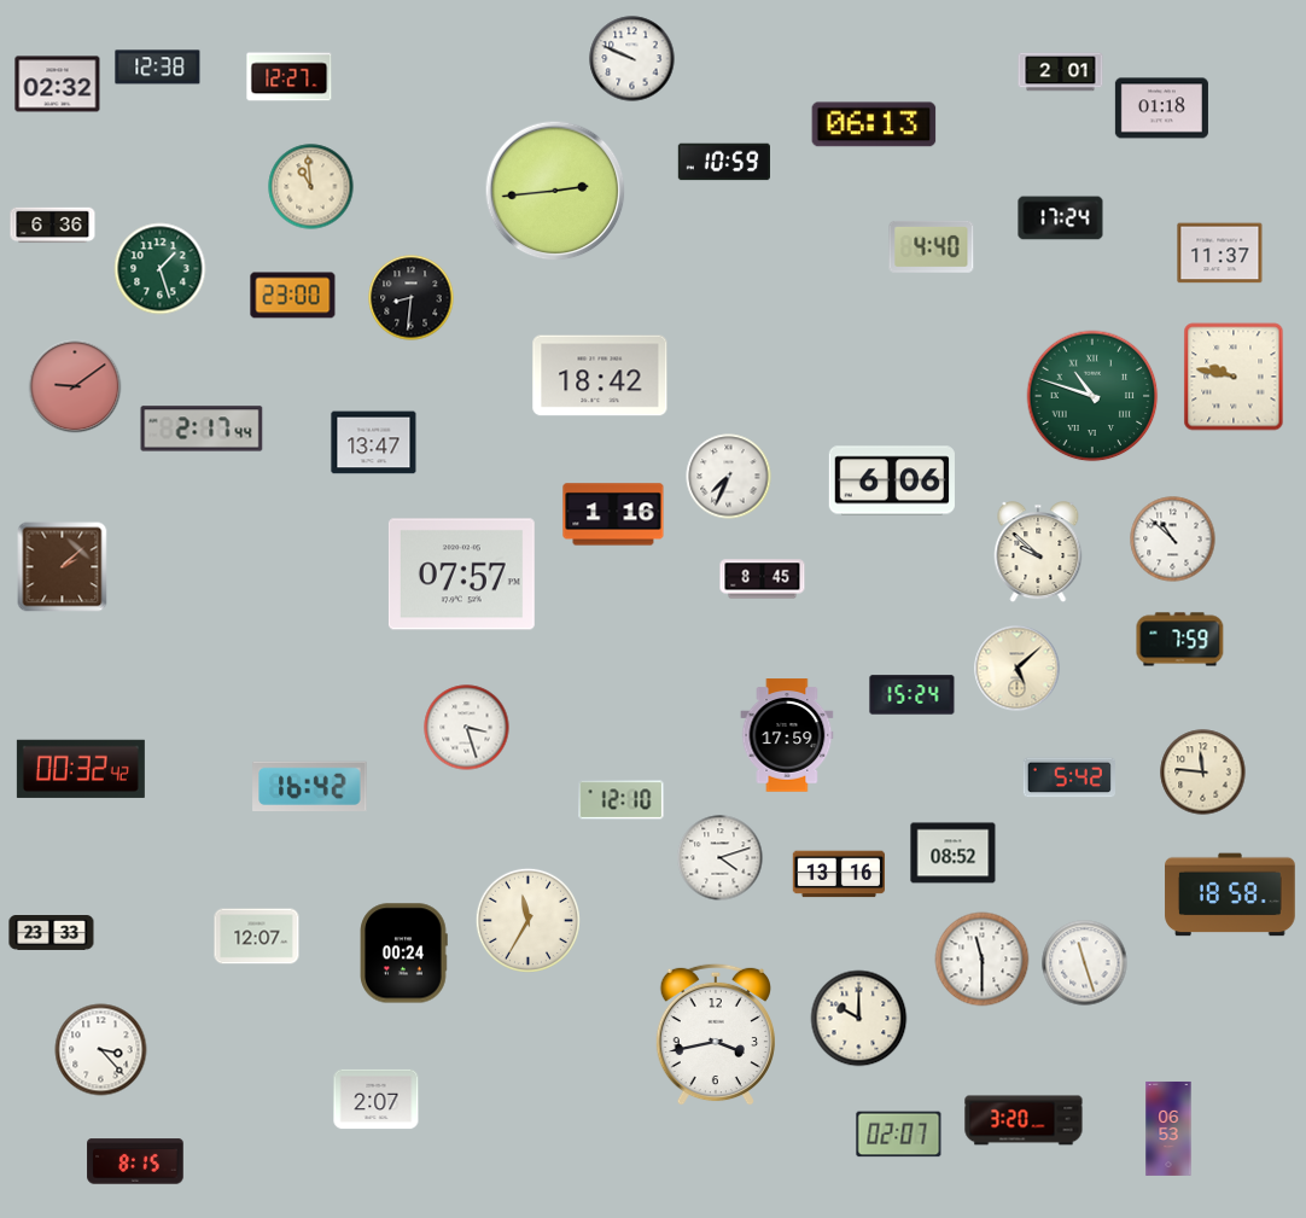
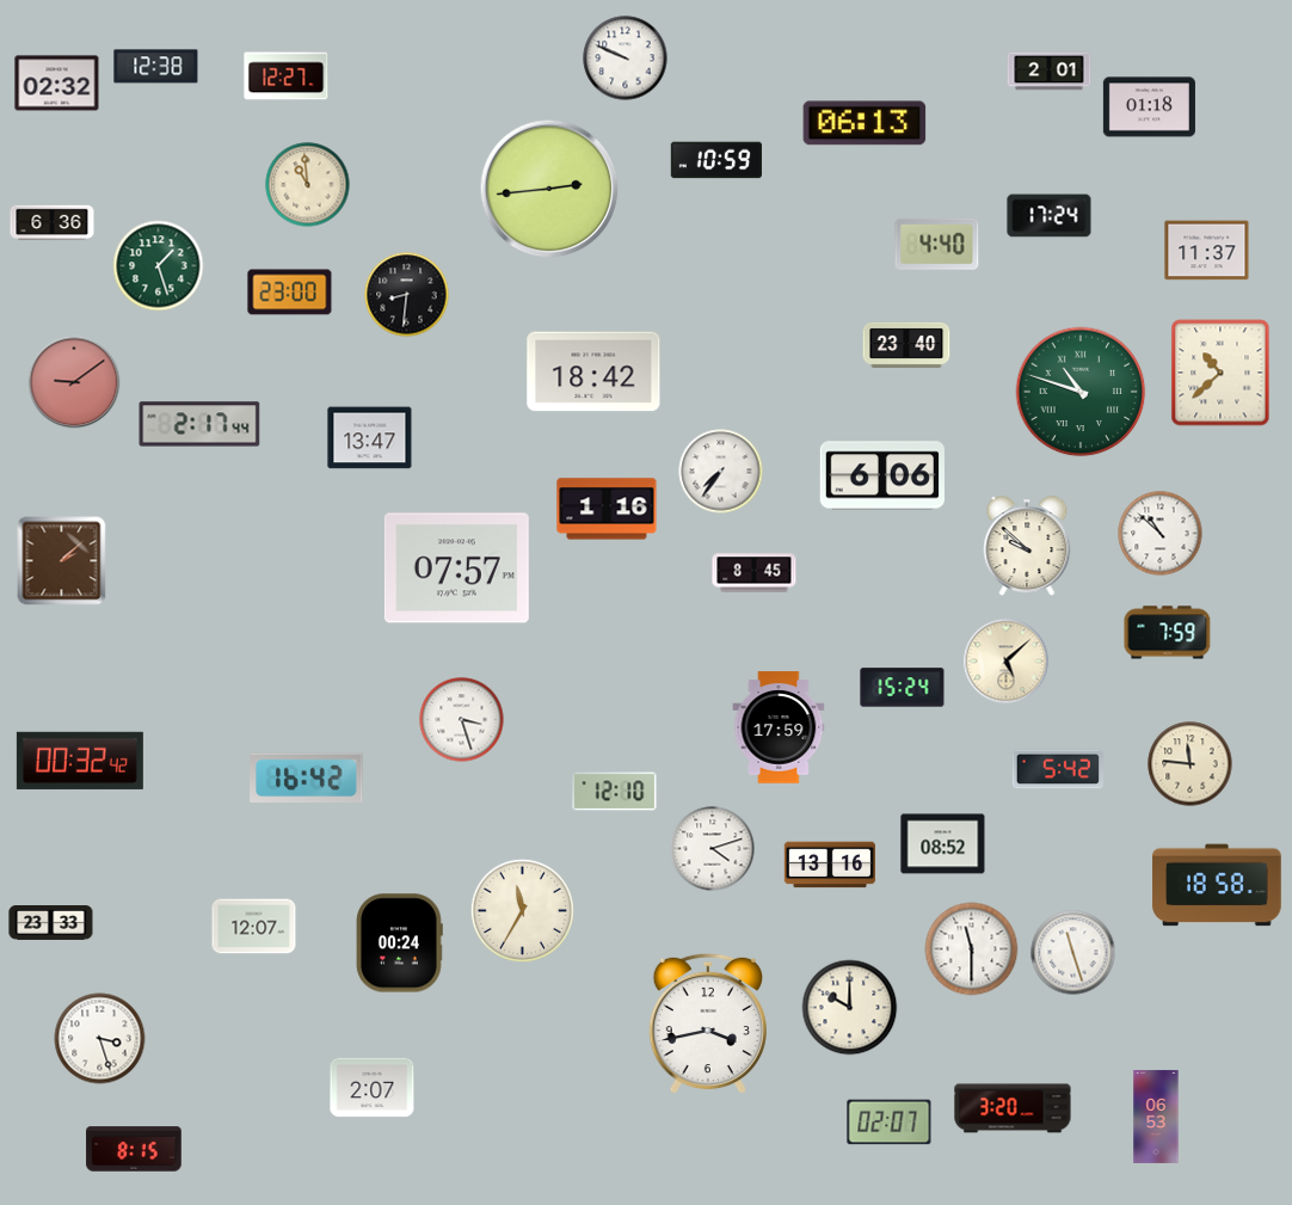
clock at (932, 246) position: (932, 246) -> (937, 244)
clock at (906, 345): none -> 23:40
clock at (1234, 377): 9:47 -> 10:38
clock at (729, 477): 7:34 -> 7:36
clock at (101, 1050): 3:23 -> 3:27
